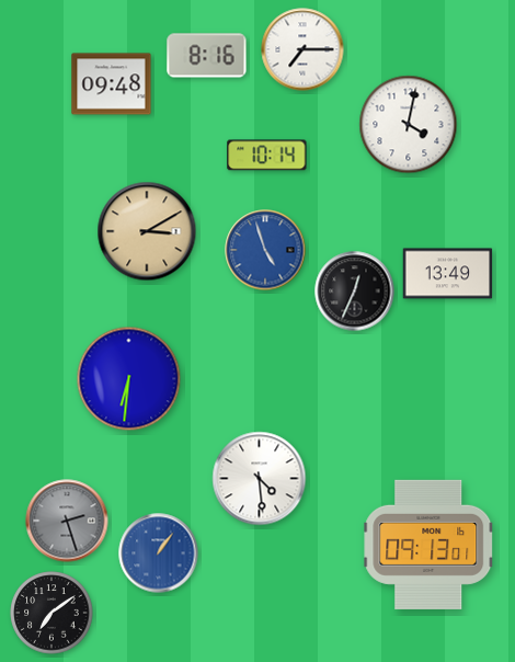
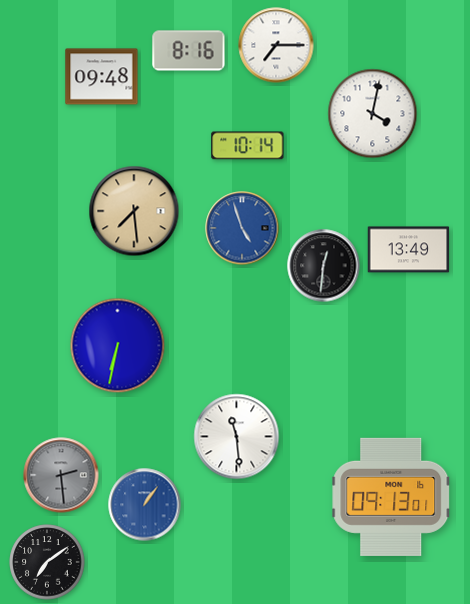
clock at (267, 156) position: (267, 156) -> (248, 146)
clock at (147, 231): 3:10 -> 7:29
clock at (355, 292): 12:34 -> 12:31
clock at (129, 379): 6:31 -> 6:32
clock at (260, 479): 4:29 -> 11:29
clock at (67, 521): 2:27 -> 2:29
clock at (51, 613) position: (51, 613) -> (47, 562)
